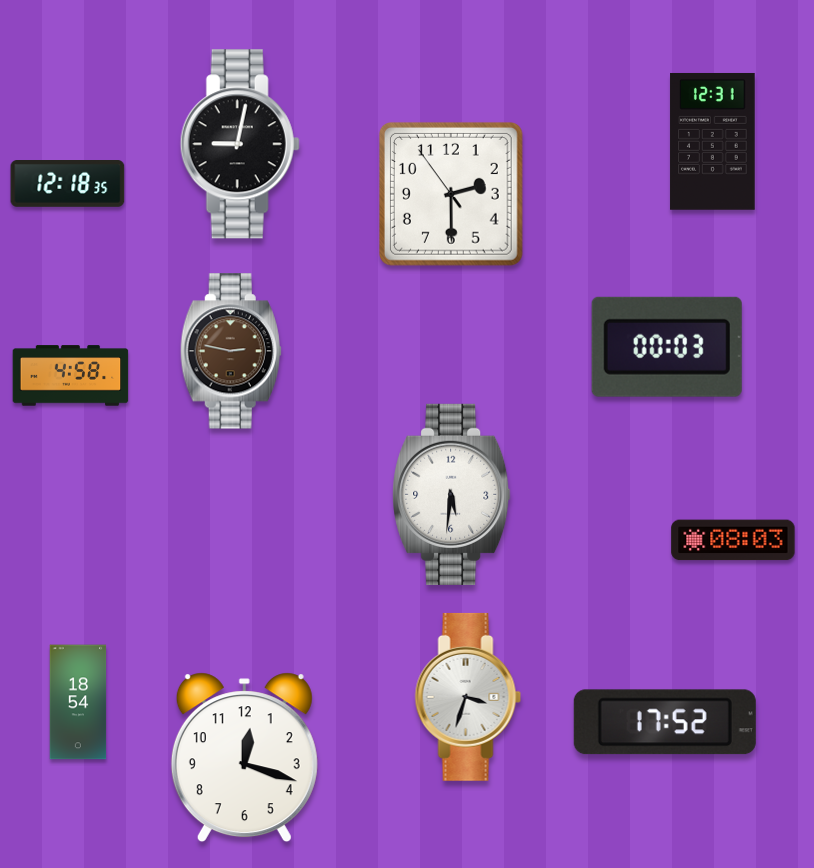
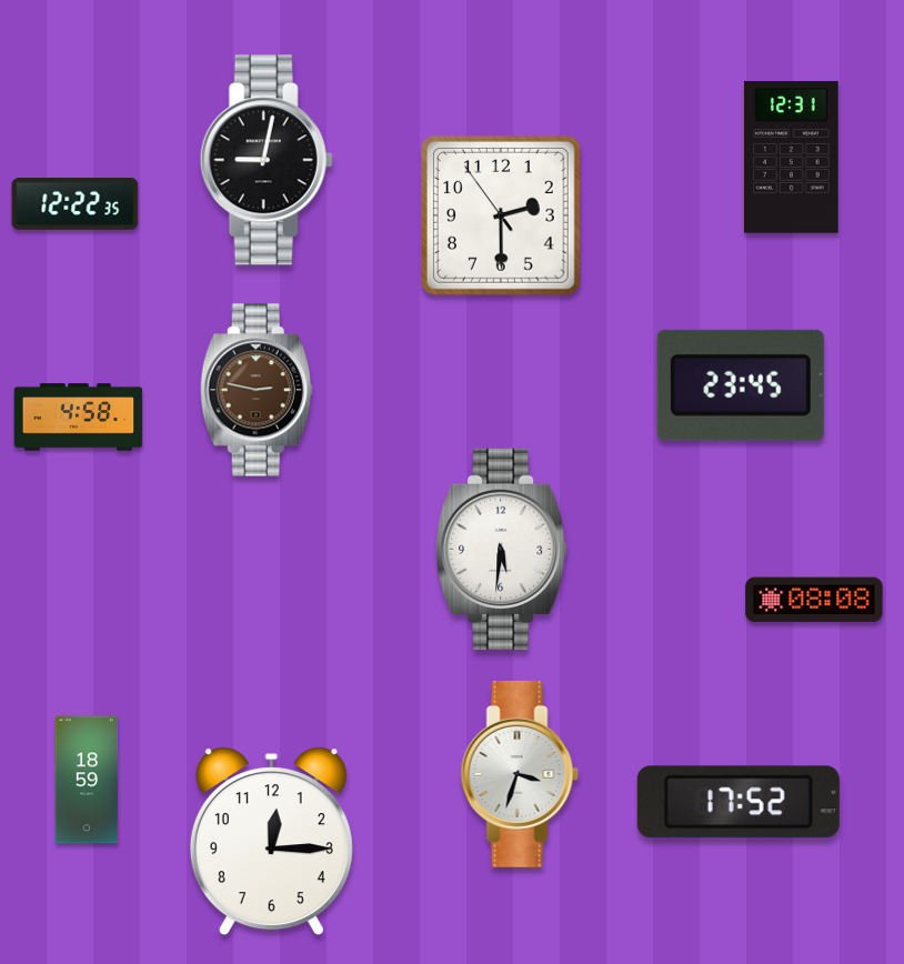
clock at (68, 184): 12:18 -> 12:22
clock at (667, 347): 00:03 -> 23:45
clock at (733, 540): 08:03 -> 08:08
clock at (78, 702): 18:54 -> 18:59
clock at (244, 758): 12:18 -> 12:15
